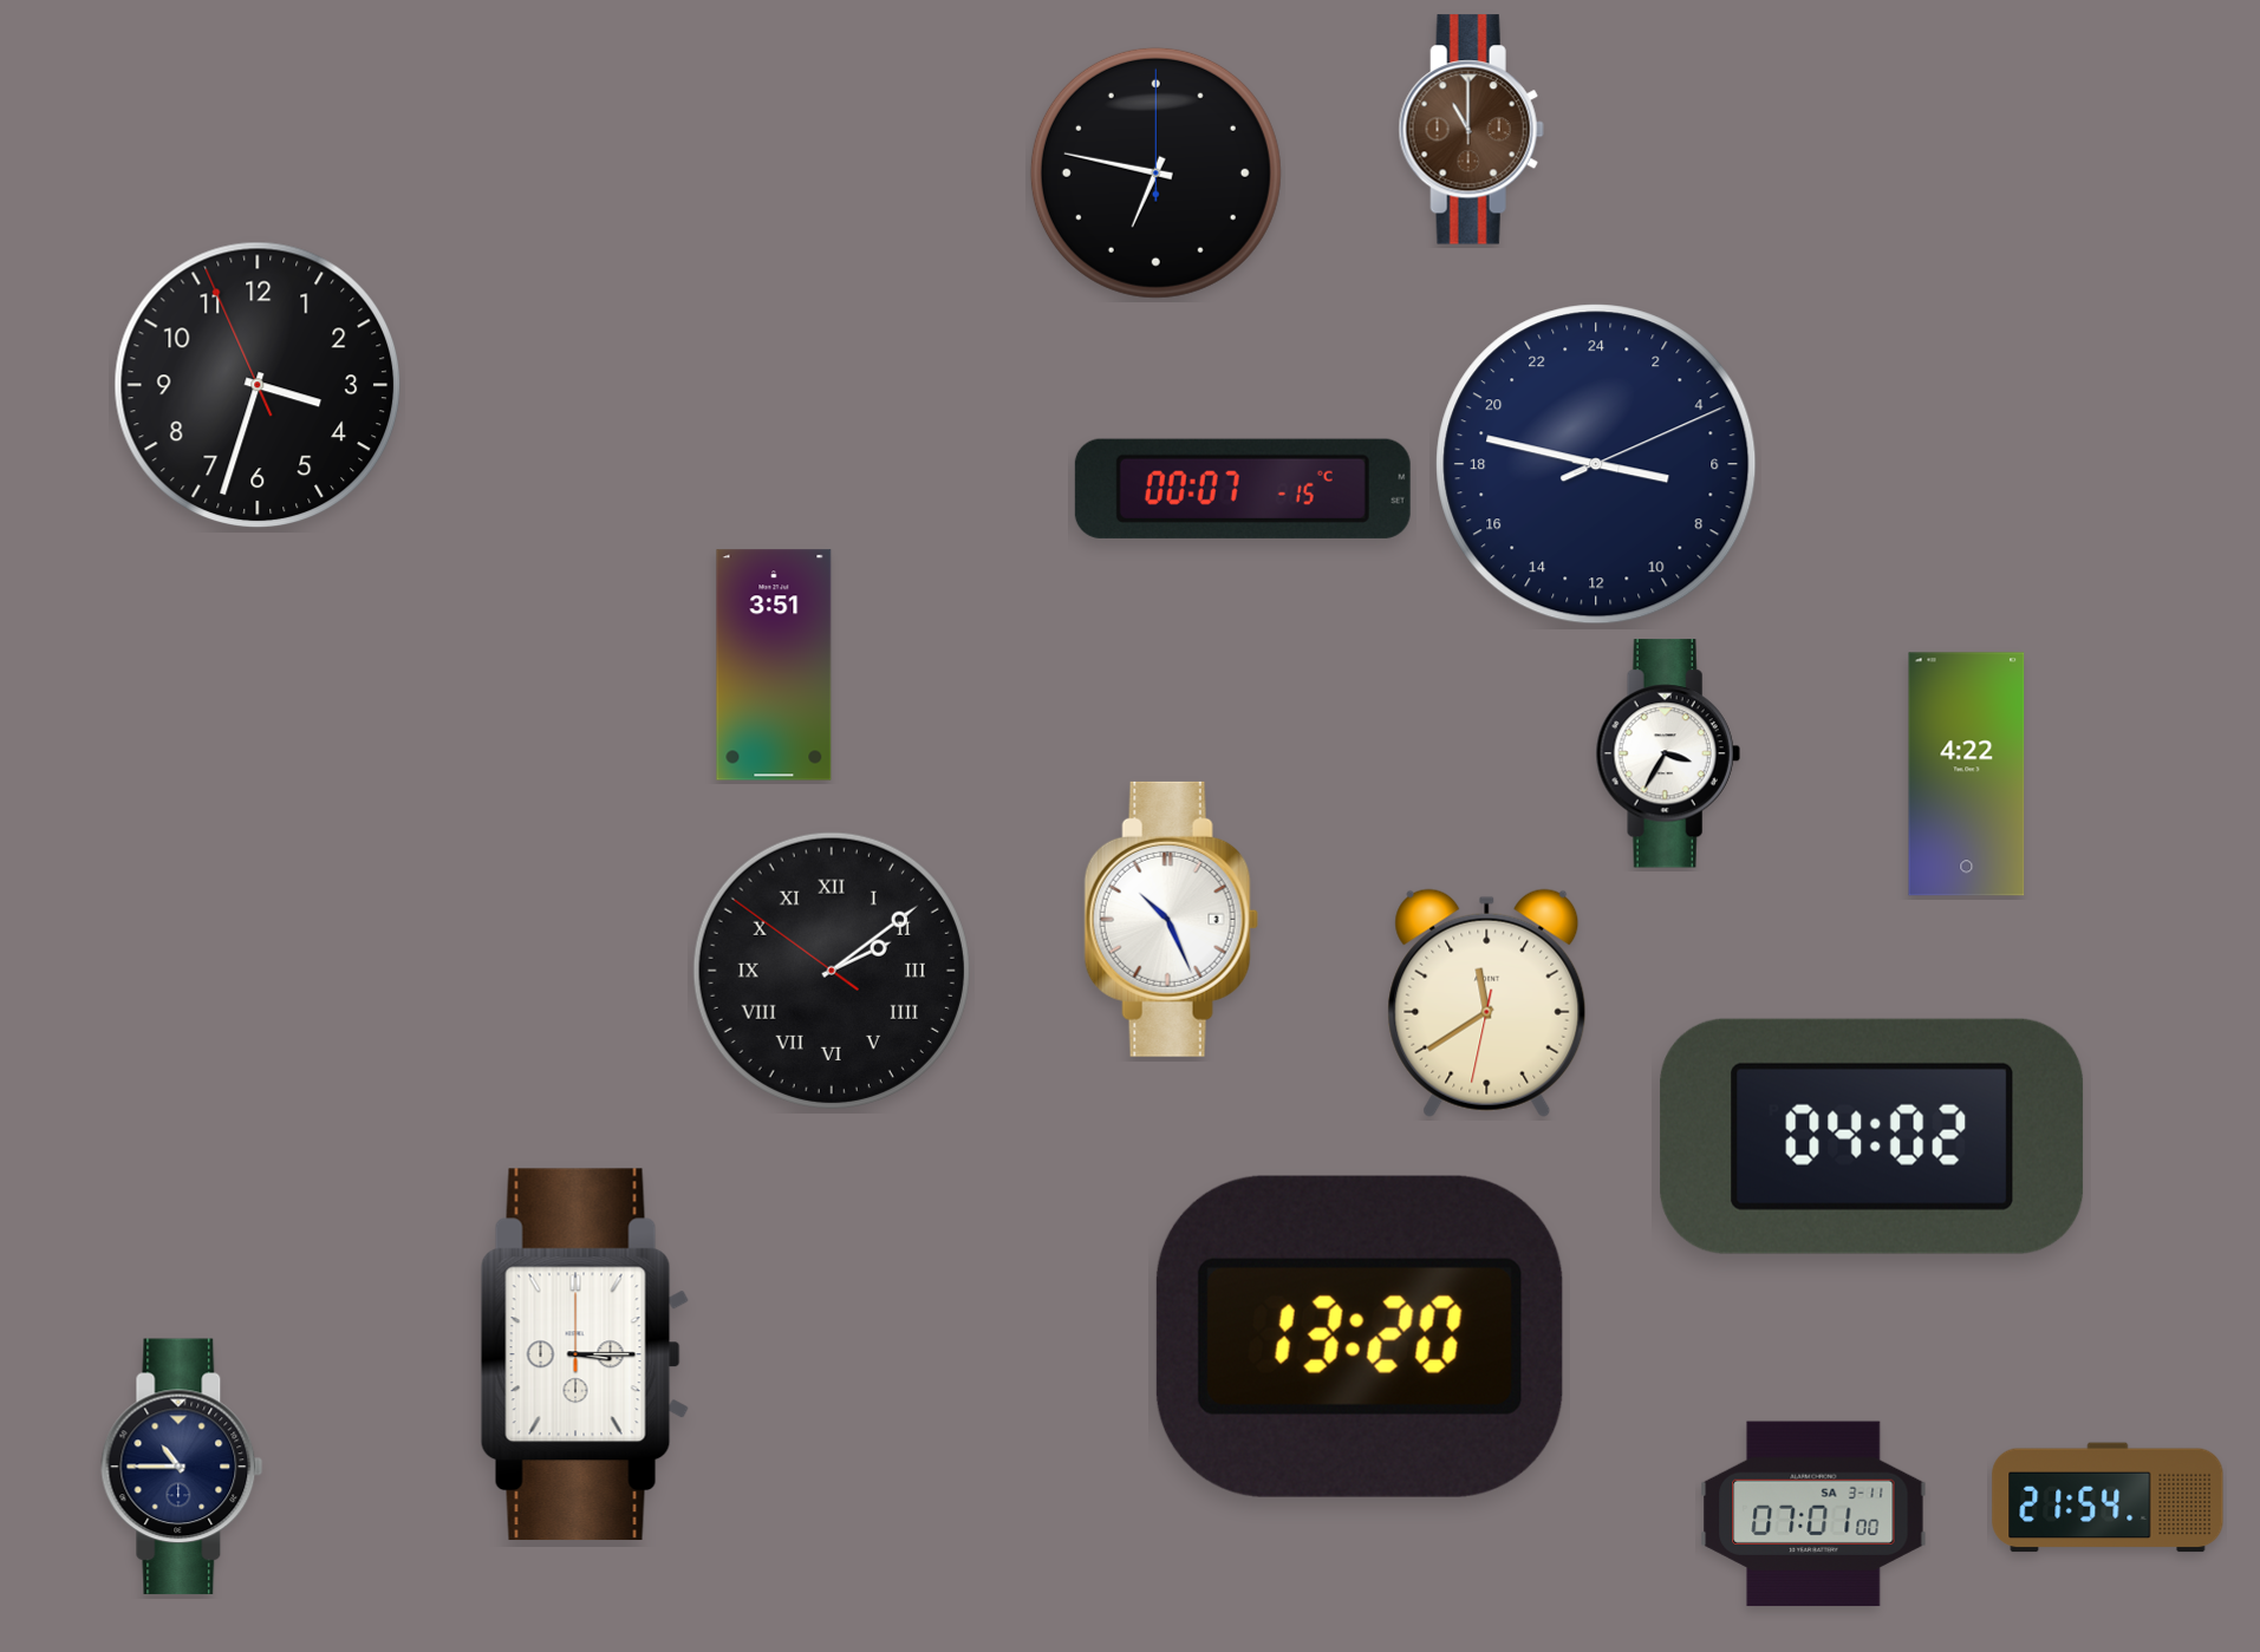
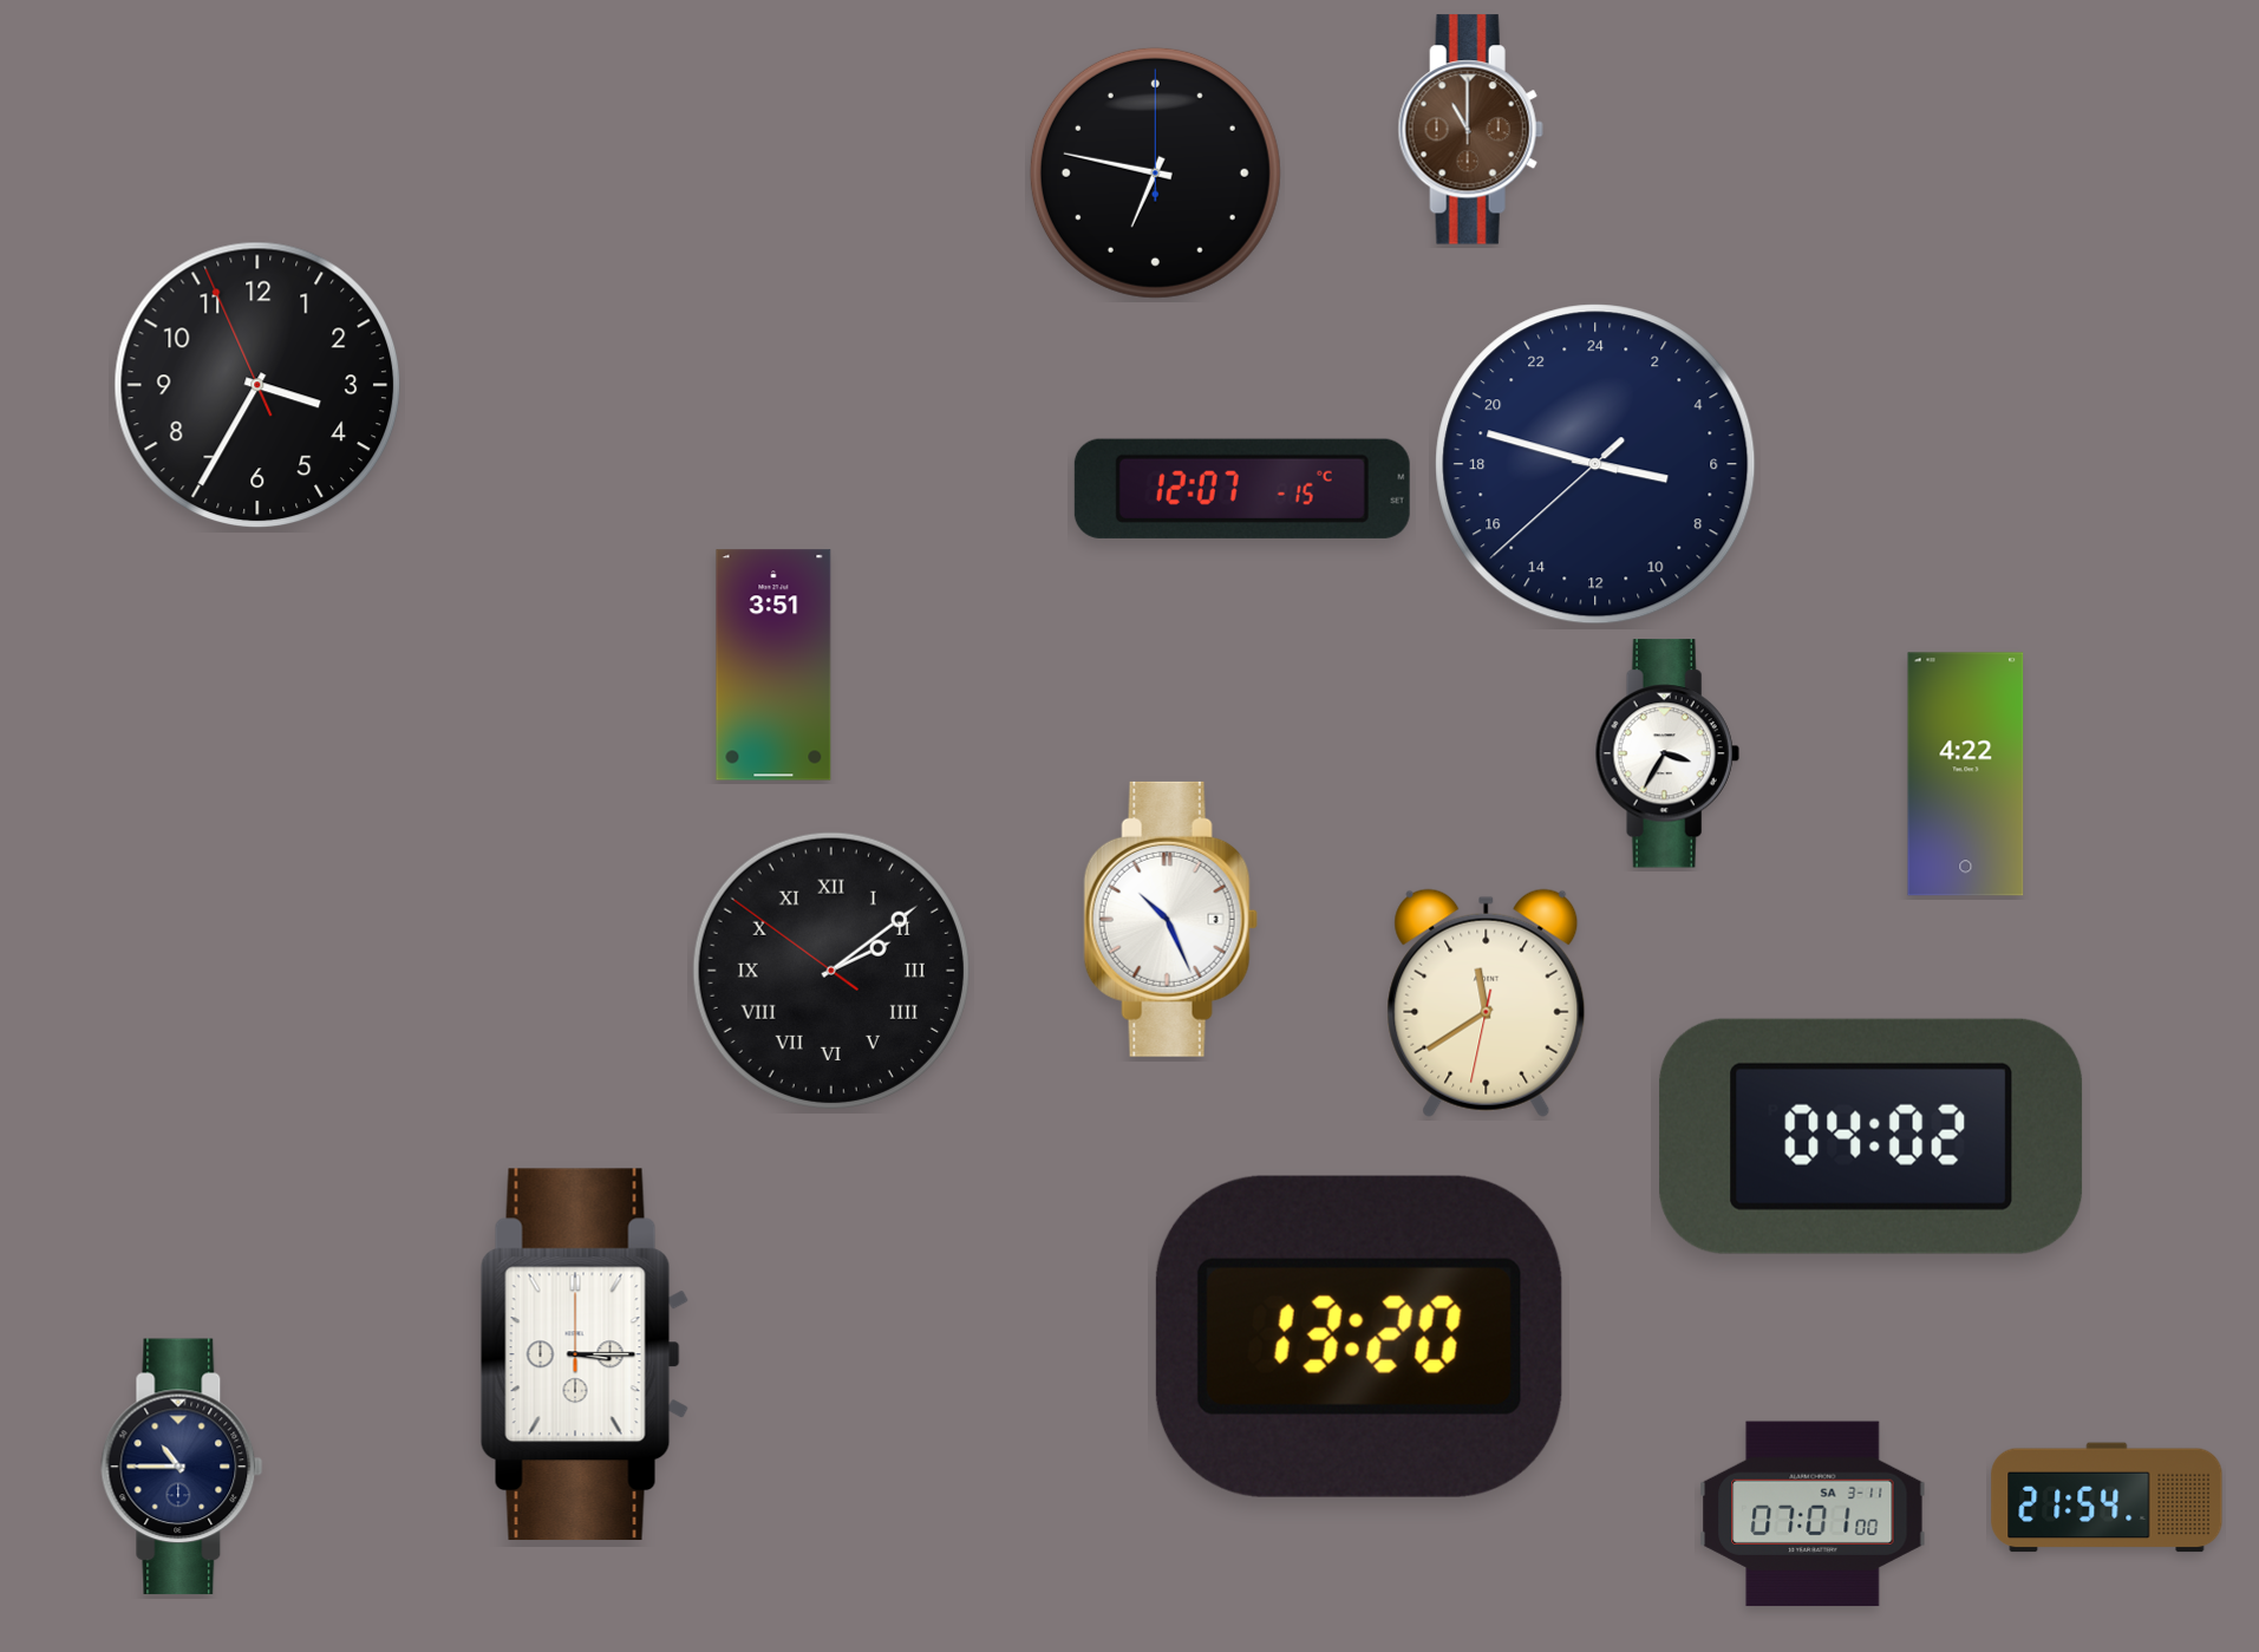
clock at (258, 385): 3:32 -> 3:34
clock at (1596, 464): 6:47:11 -> 6:47:38
clock at (1243, 489): 00:07 -> 12:07
